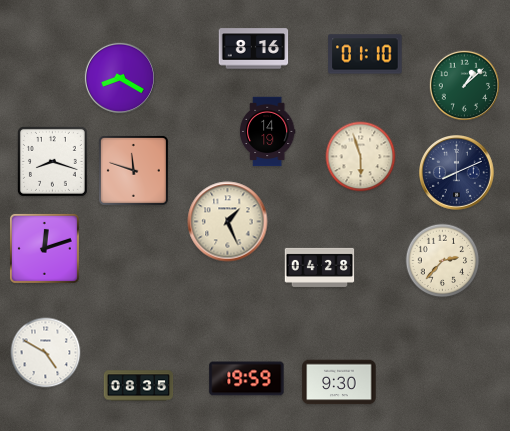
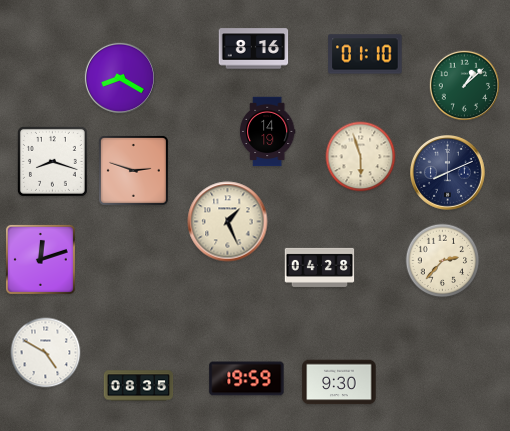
clock at (133, 170): 11:48 -> 2:48
clock at (457, 173) position: (457, 173) -> (448, 173)
clock at (44, 248) position: (44, 248) -> (40, 259)
